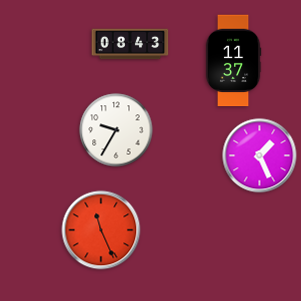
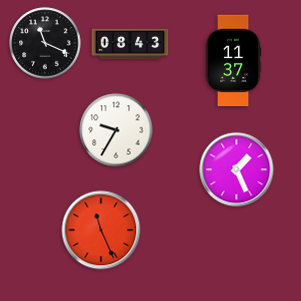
clock at (45, 43): none -> 11:19
clock at (260, 156) position: (260, 156) -> (237, 170)
